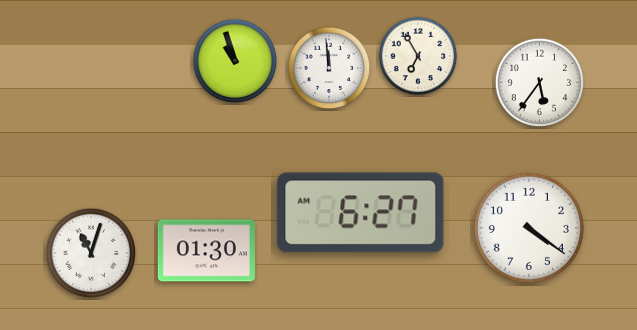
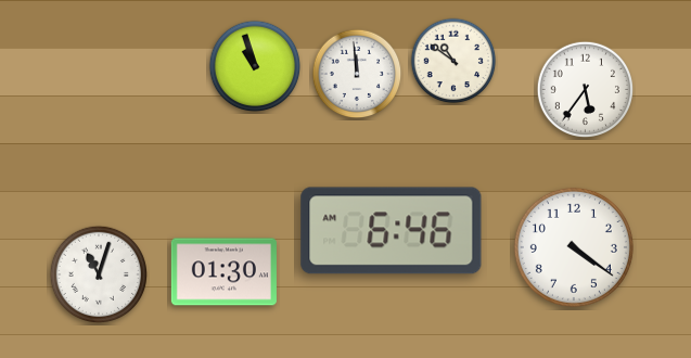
clock at (418, 56): 6:55 -> 10:51
clock at (361, 213): 6:27 -> 6:46
